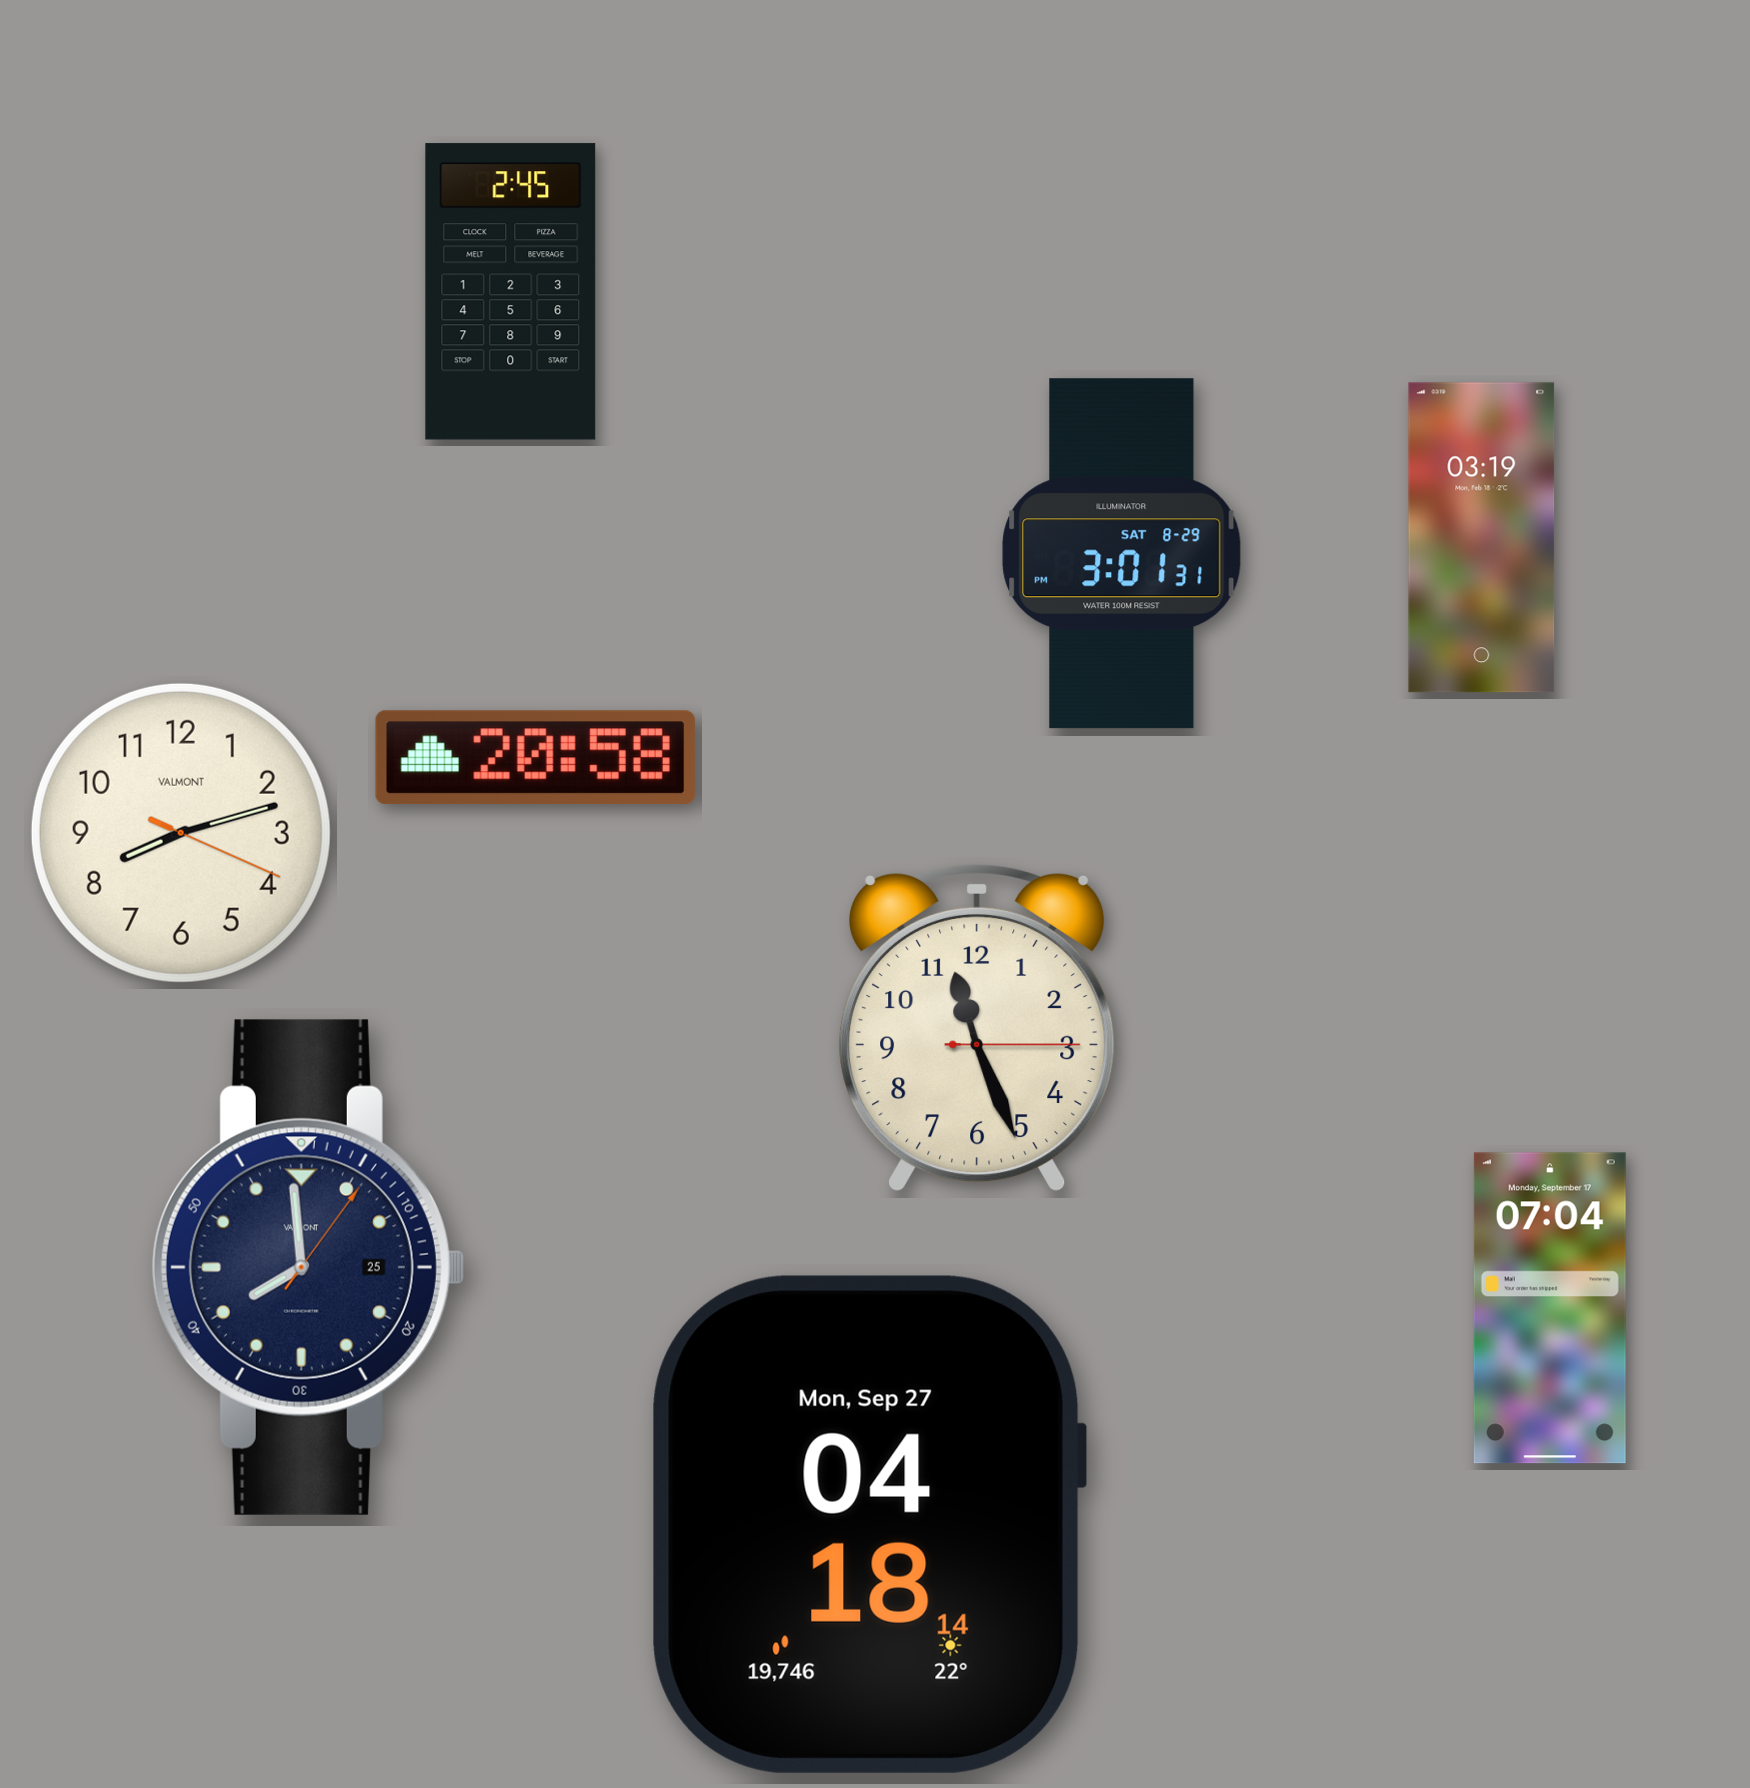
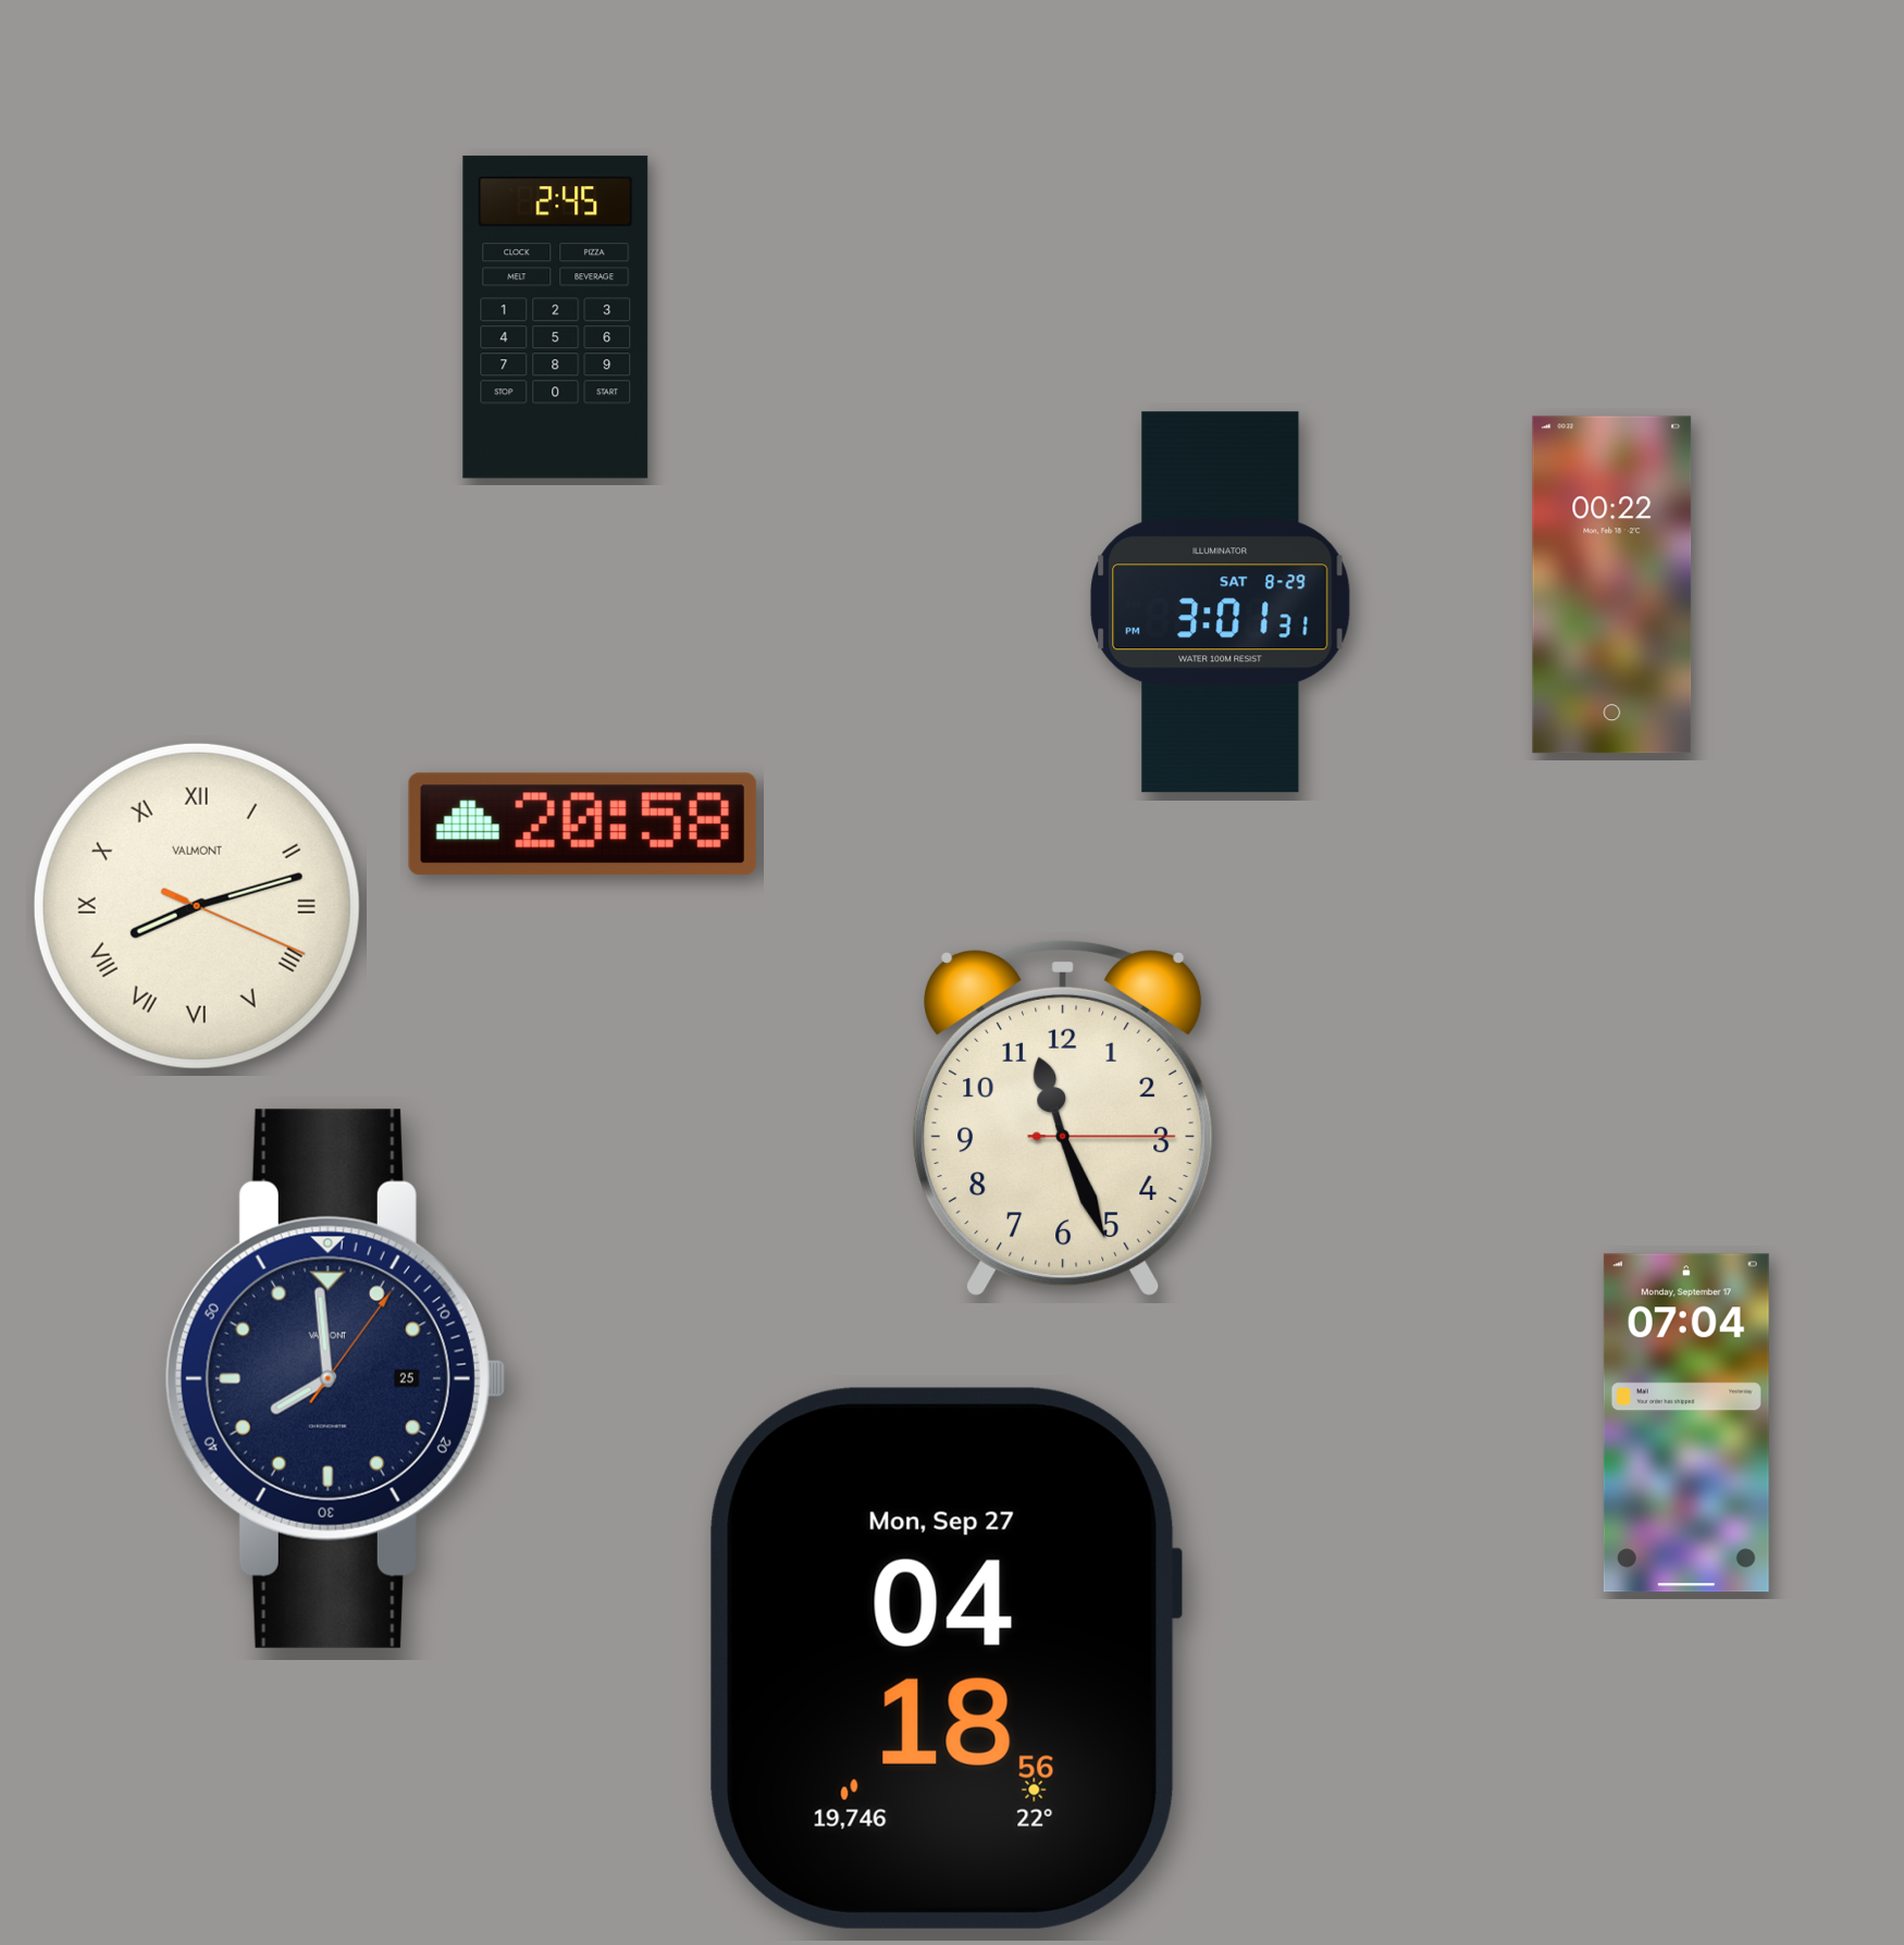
clock at (1482, 538): 03:19 -> 00:22
clock at (181, 833) numerals: Arabic -> Roman
clock at (869, 1524): 04:18:14 -> 04:18:56
